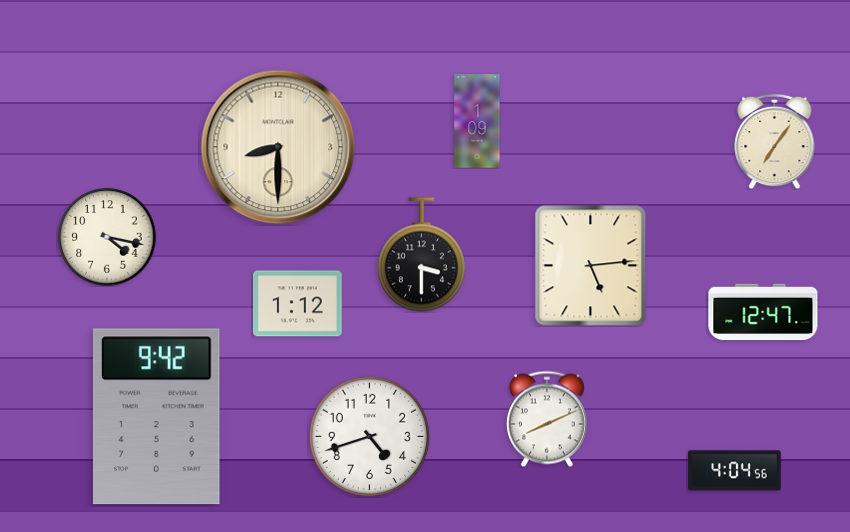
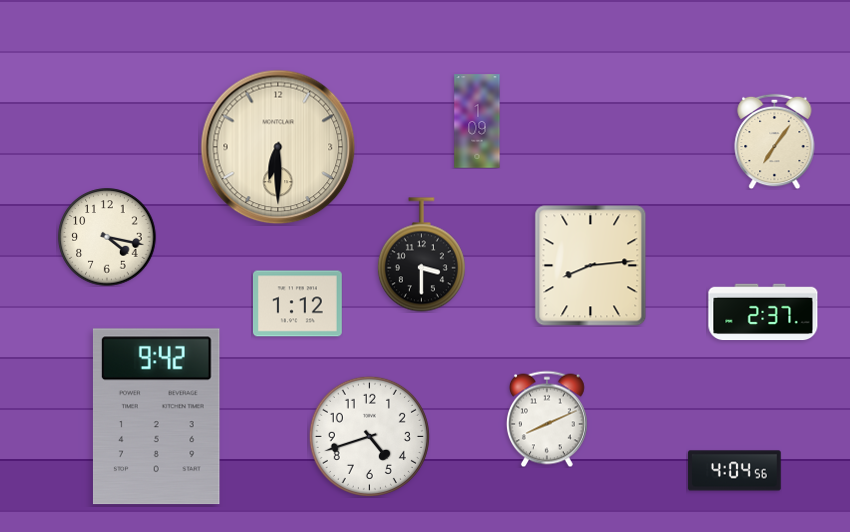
clock at (278, 147): 8:30 -> 6:30
clock at (591, 266): 5:14 -> 8:14
clock at (763, 312): 12:47 -> 2:37
